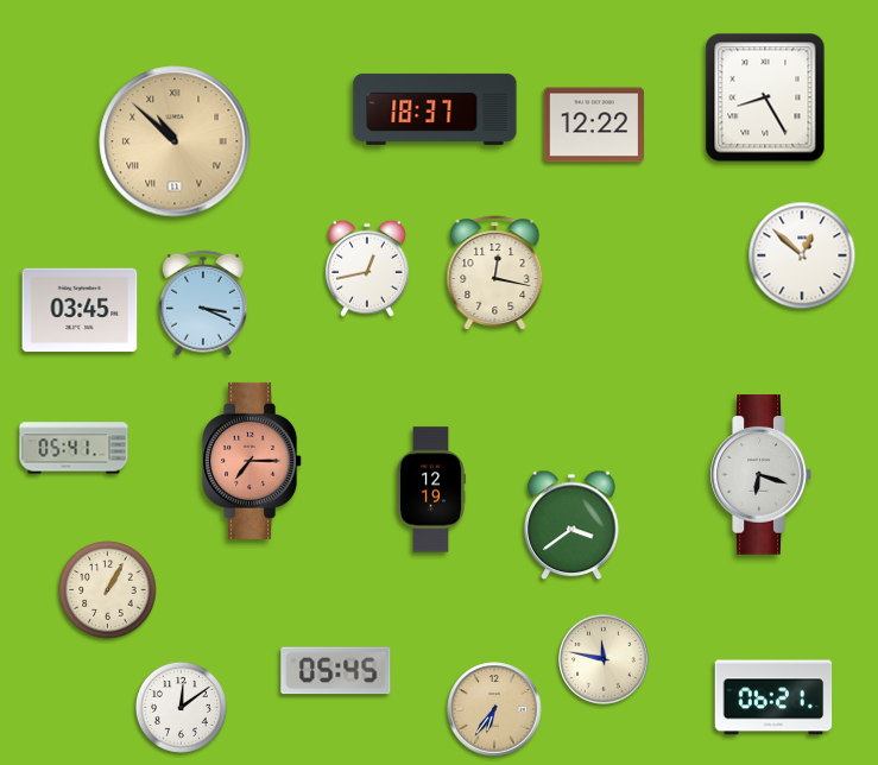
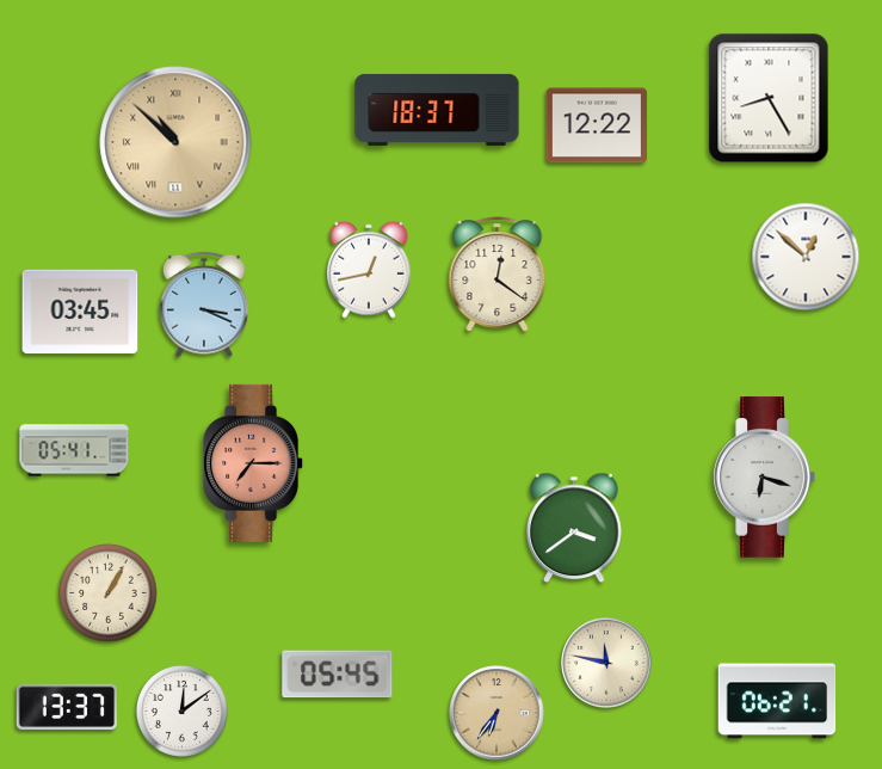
clock at (495, 273): 12:17 -> 12:21
clock at (431, 489): 12:19 -> none
clock at (67, 707): none -> 13:37
